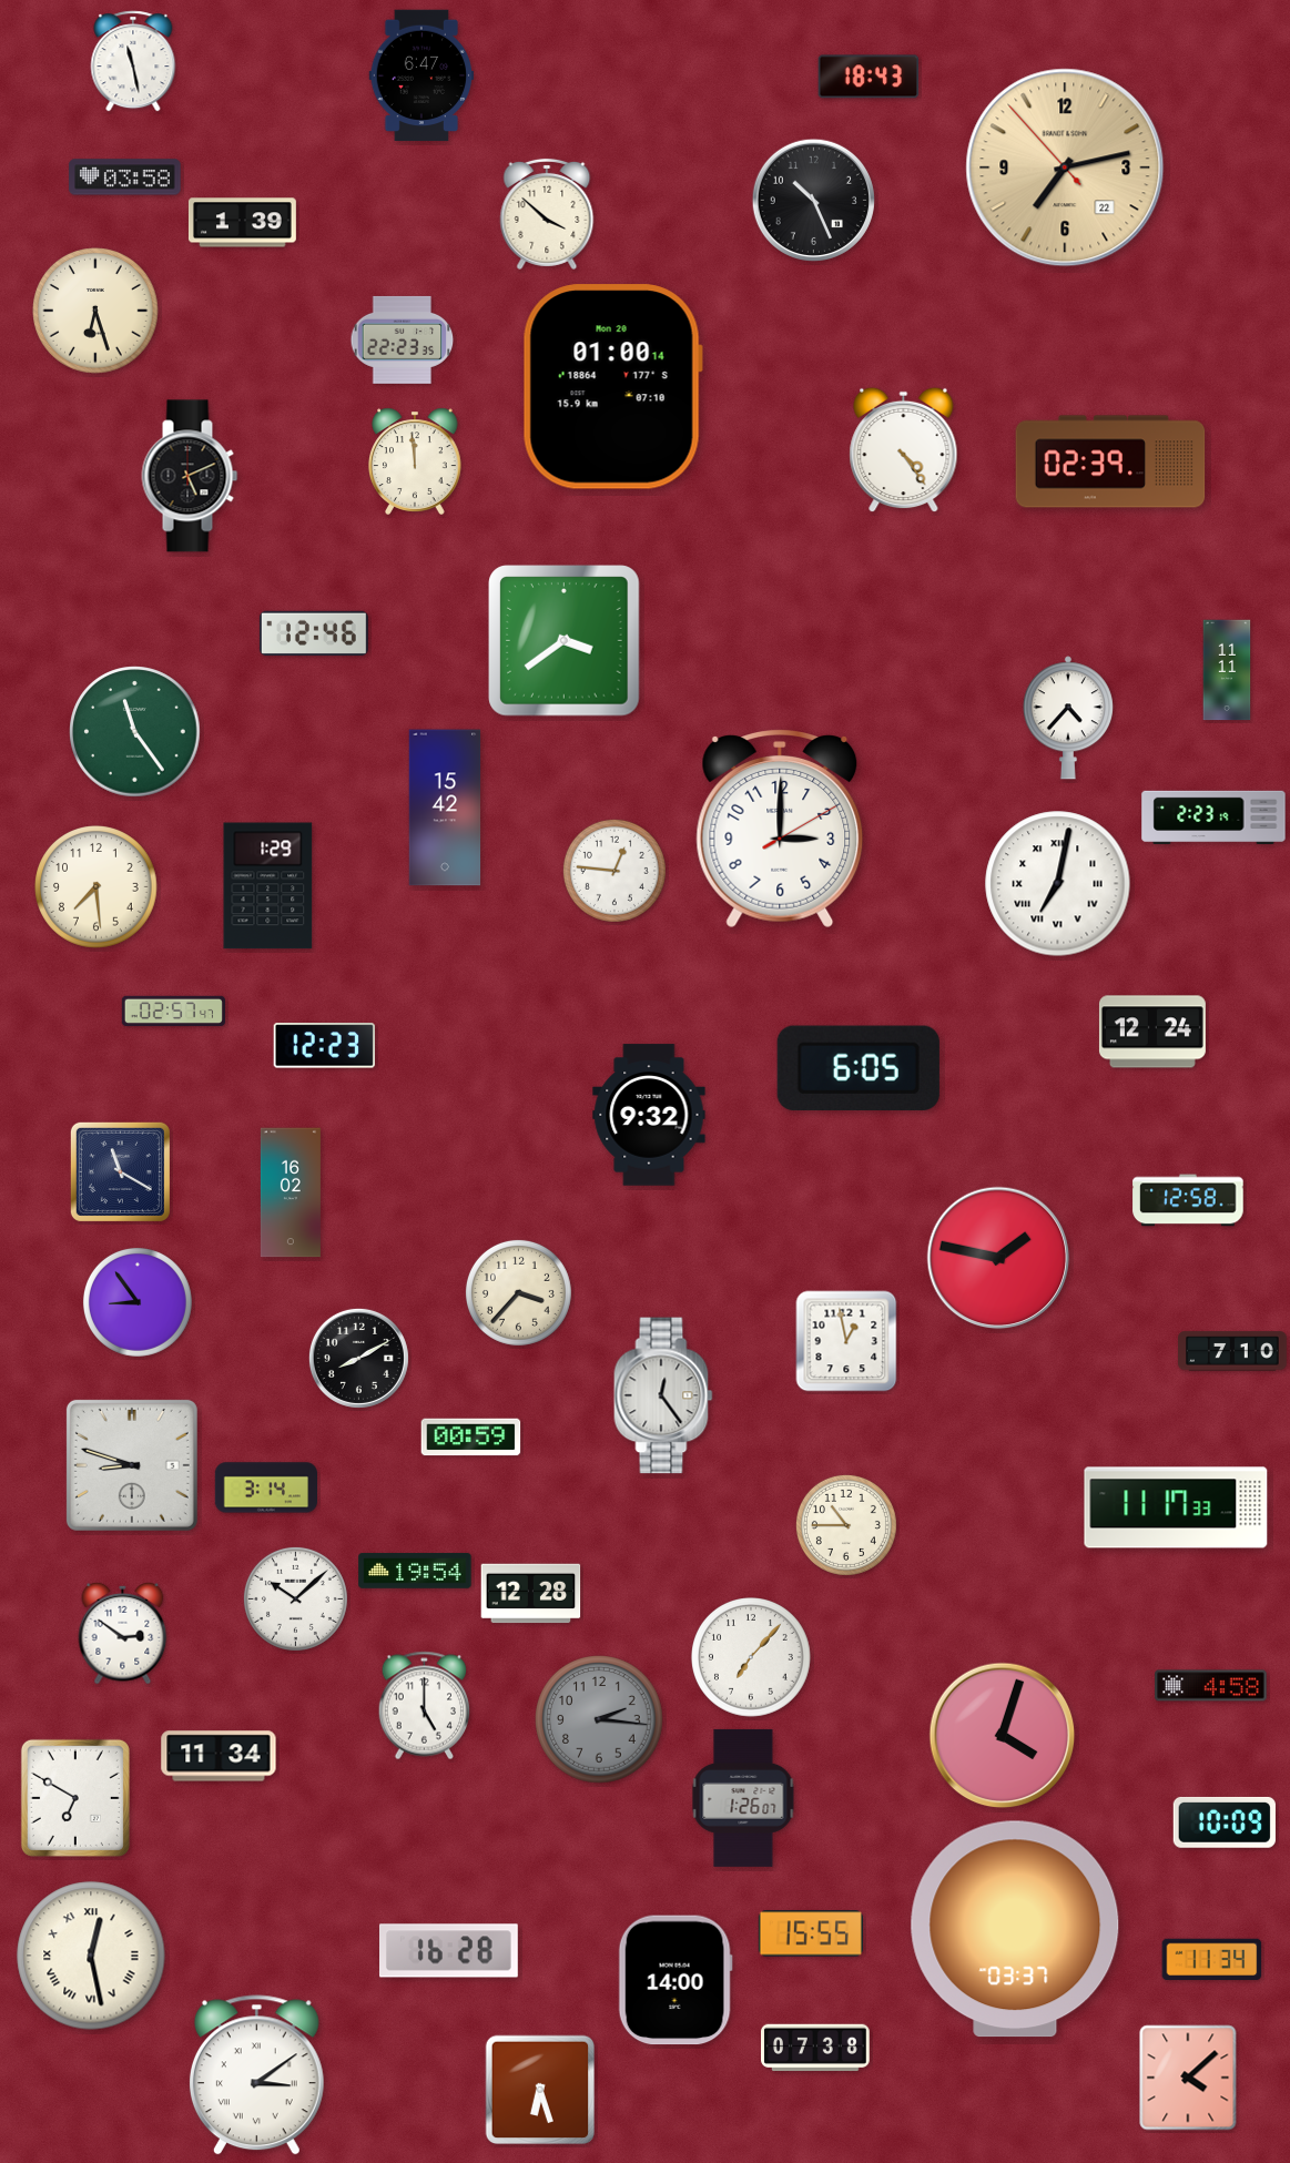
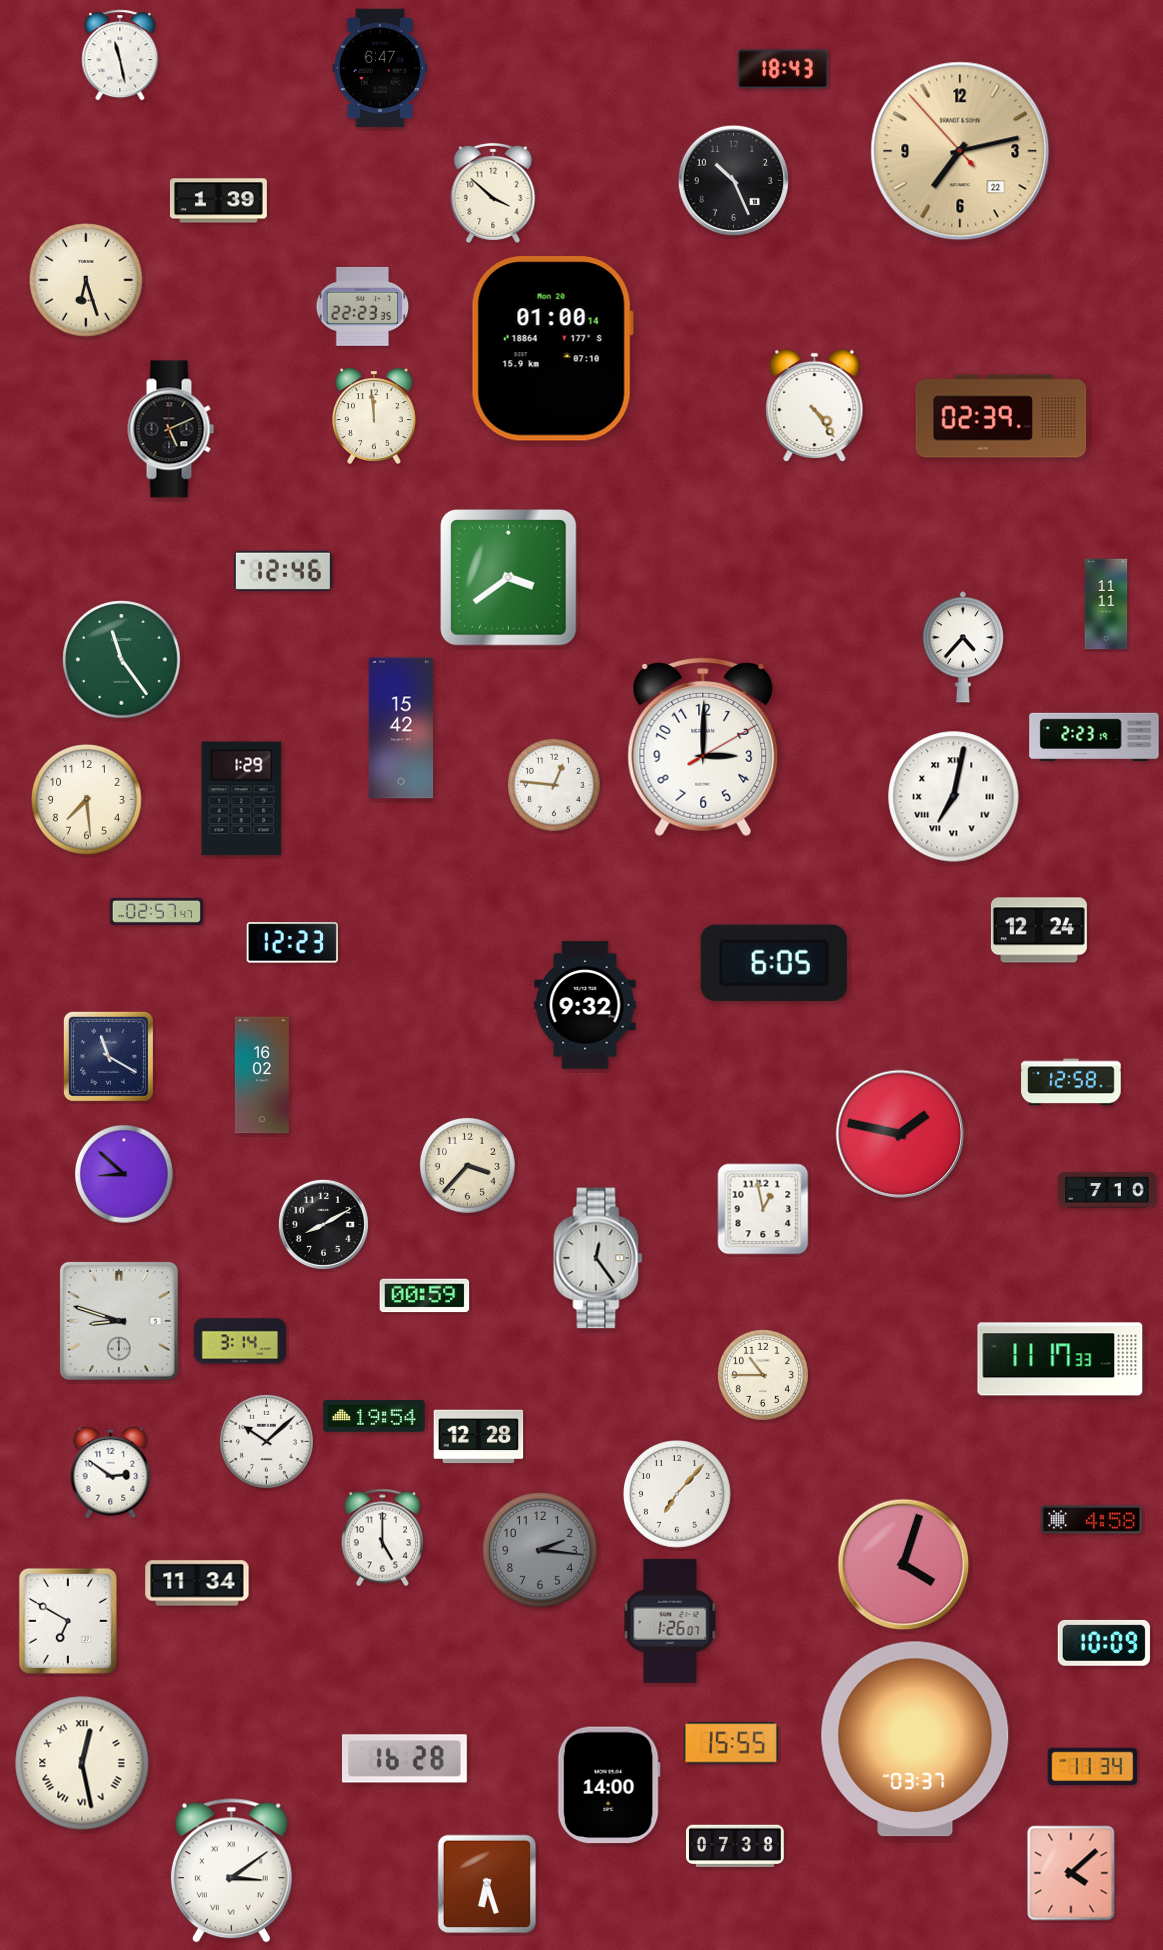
clock at (125, 177): 03:58 -> none
clock at (138, 1302): 8:54 -> 8:52
clock at (1233, 1351) position: (1233, 1351) -> (1108, 1190)
